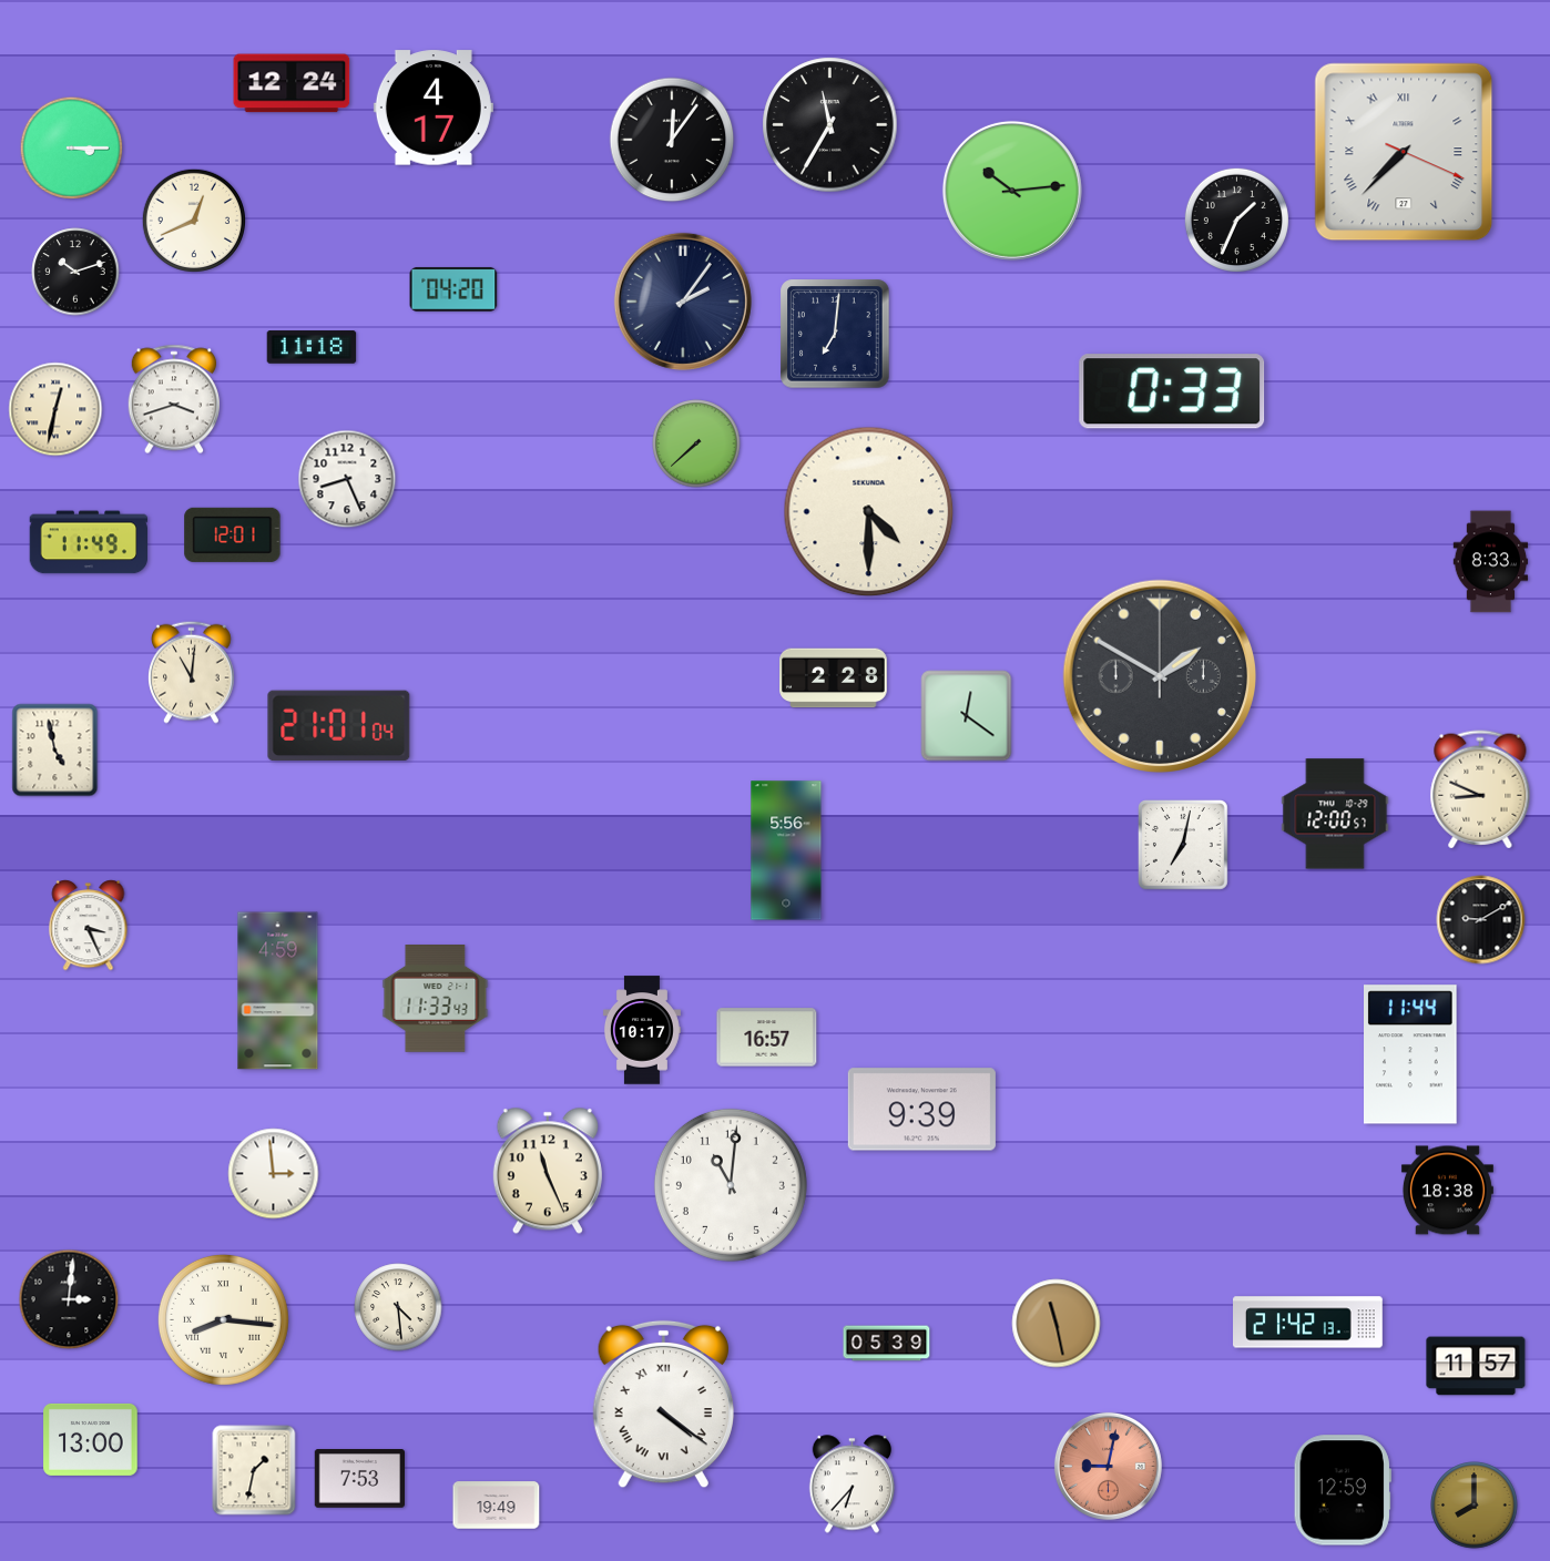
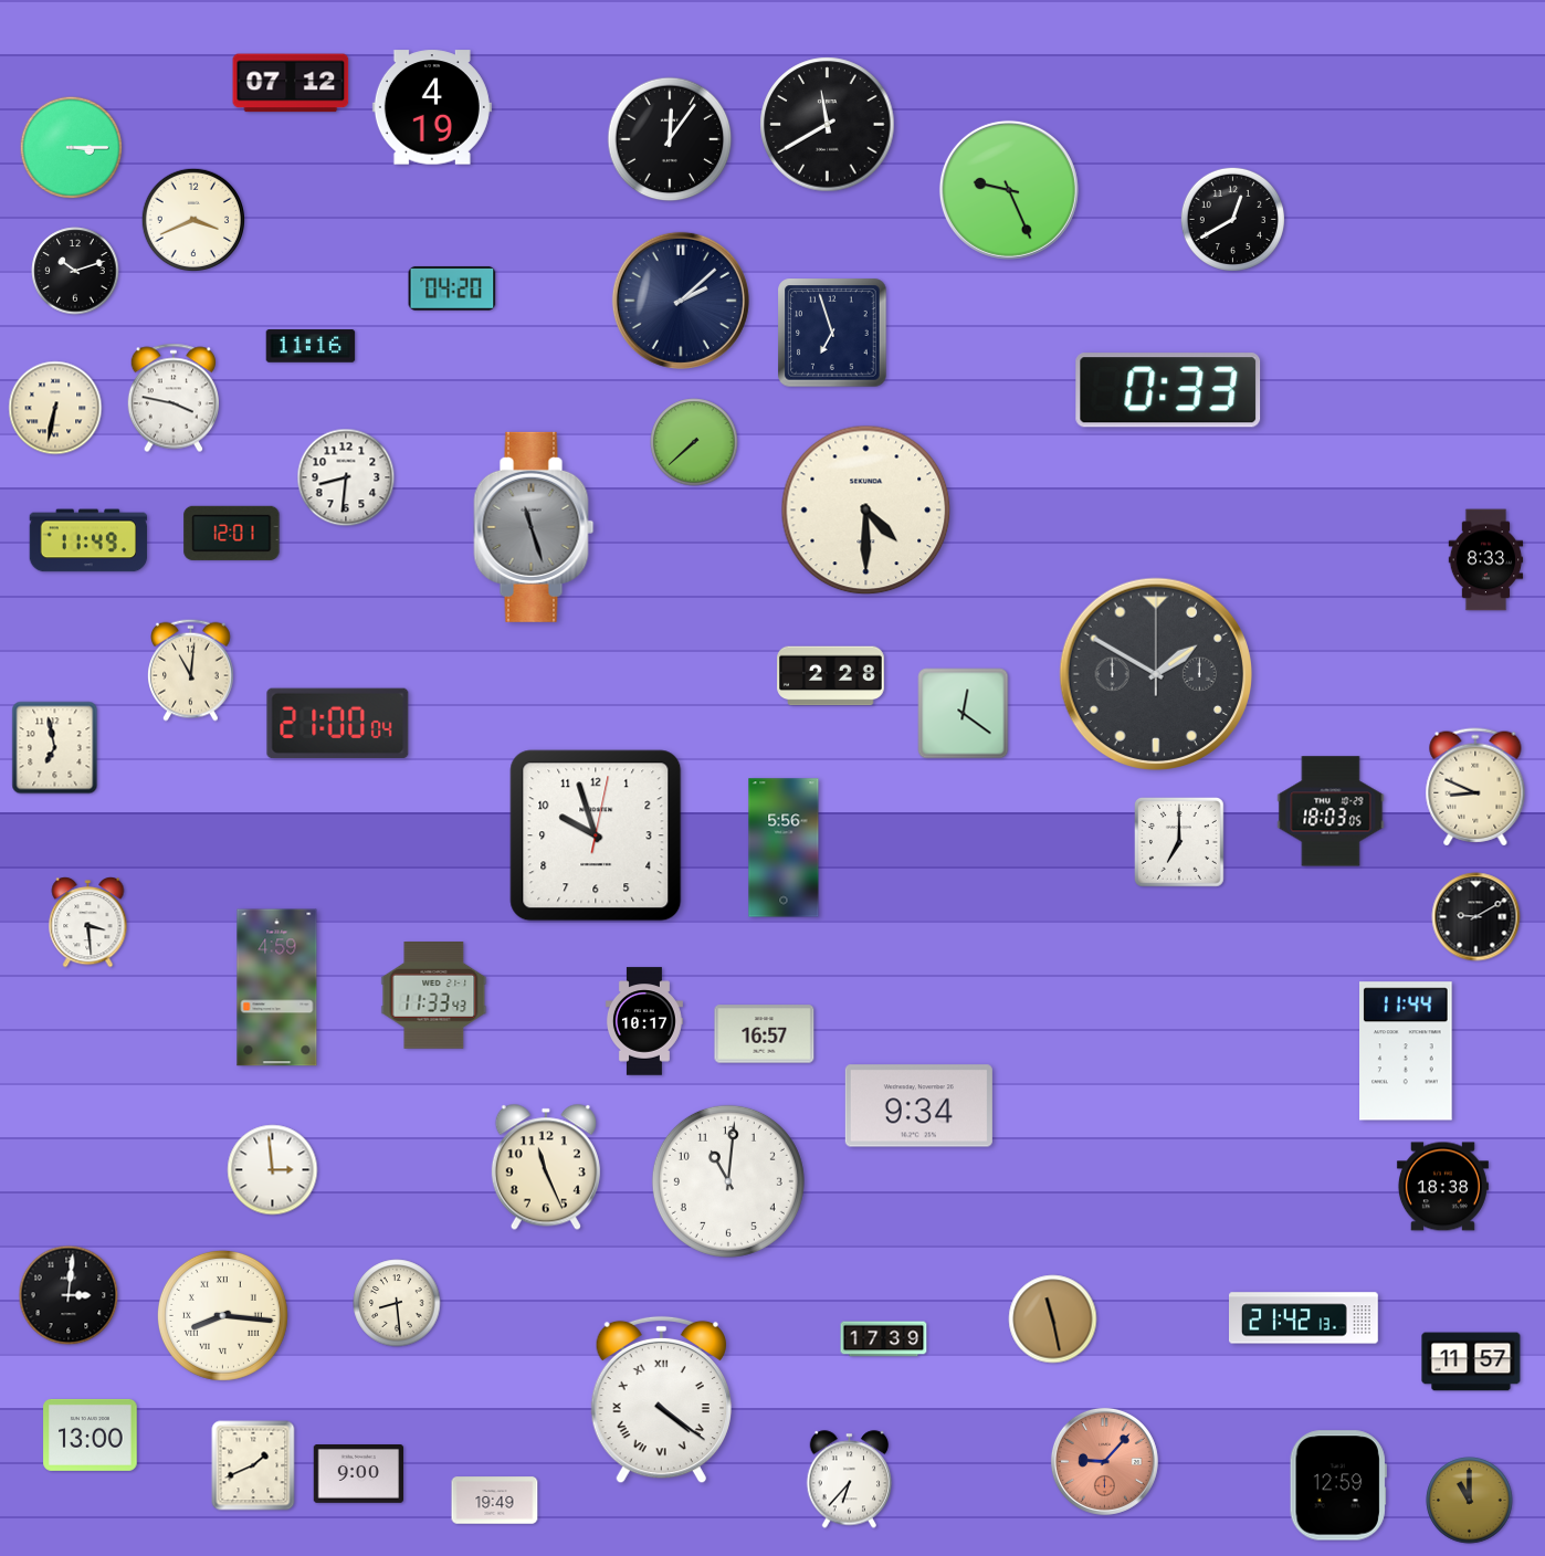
clock at (292, 83): 12:24 -> 07:12
clock at (434, 108): 4:17 -> 4:19
clock at (830, 125): 11:35 -> 11:40
clock at (1404, 152): 7:37 -> none
clock at (1012, 191): 10:14 -> 9:26
clock at (193, 220): 12:41 -> 3:41
clock at (1236, 220): 1:34 -> 12:40
clock at (683, 302): 2:06 -> 2:08
clock at (835, 334): 7:01 -> 6:57
clock at (312, 347): 11:18 -> 11:16
clock at (173, 399): 3:42 -> 3:47
clock at (55, 409): 12:32 -> 6:32
clock at (347, 479): 8:26 -> 8:31
clock at (534, 527): none -> 11:27
clock at (339, 726): 21:01 -> 21:00
clock at (55, 751): 4:58 -> 6:58
clock at (1335, 814): 12:00 -> 18:03
clock at (596, 835): none -> 9:57
clock at (1184, 846): 7:02 -> 7:00
clock at (89, 926): 3:26 -> 3:29
clock at (642, 1030) position: (642, 1030) -> (644, 1021)
clock at (921, 1110): 9:39 -> 9:34
clock at (398, 1307): 4:29 -> 8:29
clock at (887, 1344): 05:39 -> 17:39
clock at (1108, 1466): 9:02 -> 9:07
clock at (254, 1470): 1:32 -> 1:41
clock at (360, 1479): 7:53 -> 9:00
clock at (1475, 1506): 8:00 -> 11:00
